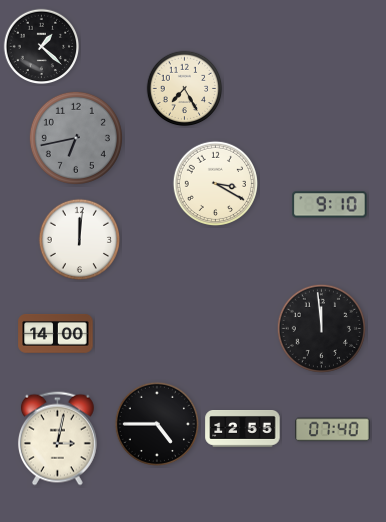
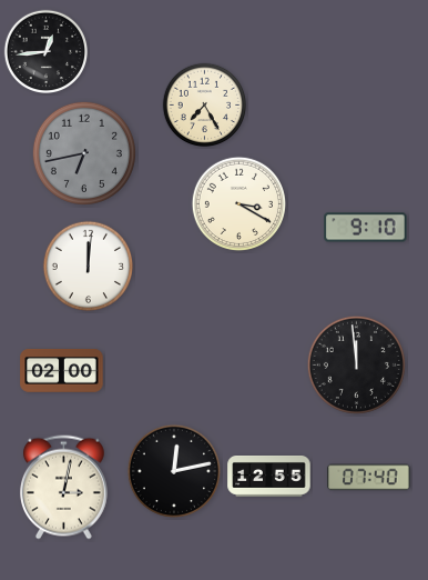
clock at (42, 47): 1:22 -> 12:44
clock at (185, 89) position: (185, 89) -> (205, 106)
clock at (56, 334): 14:00 -> 02:00
clock at (156, 423): 4:45 -> 12:13
